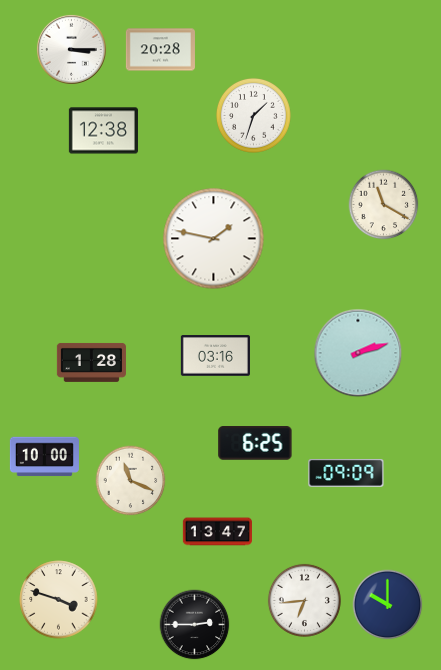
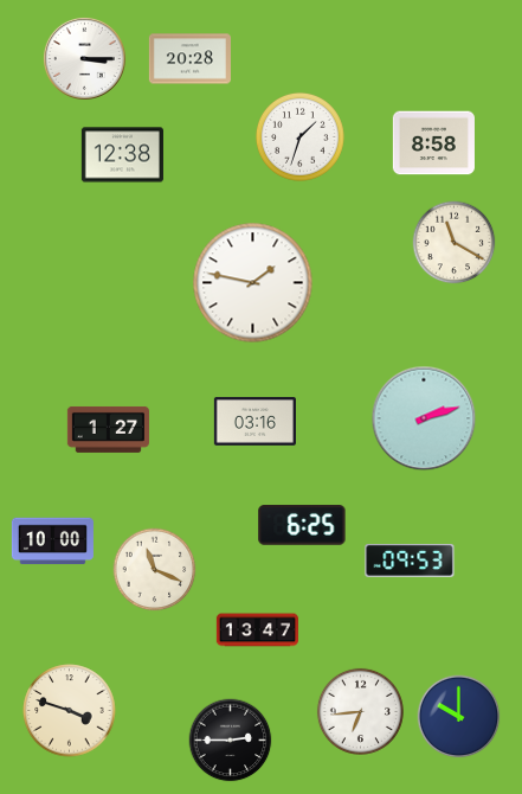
clock at (433, 143): none -> 8:58
clock at (91, 362): 1:28 -> 1:27
clock at (346, 473): 09:09 -> 09:53
